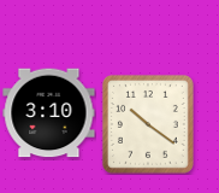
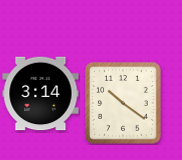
clock at (49, 113): 3:10 -> 3:14
